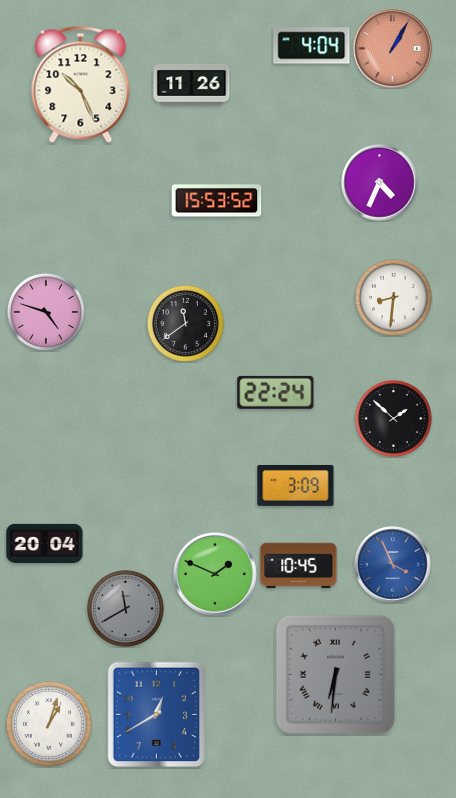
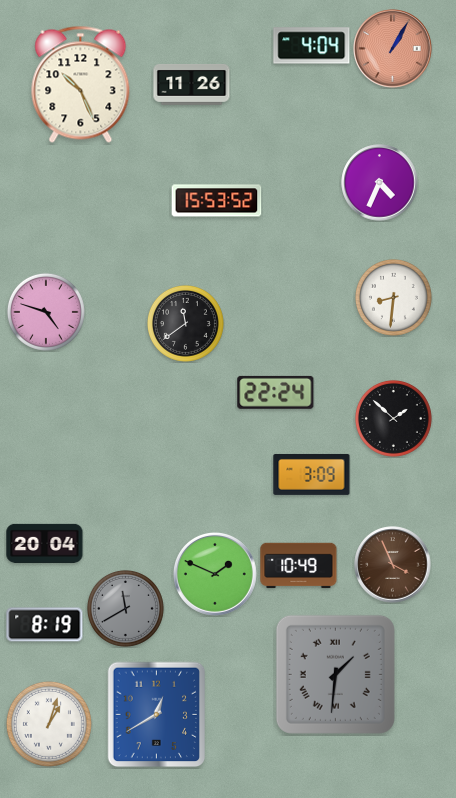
clock at (296, 485) position: (296, 485) -> (312, 474)
clock at (393, 565) dial: blue -> brown
clock at (299, 566): 10:45 -> 10:49
clock at (45, 625): none -> 8:19
clock at (335, 674): 6:31 -> 1:31
